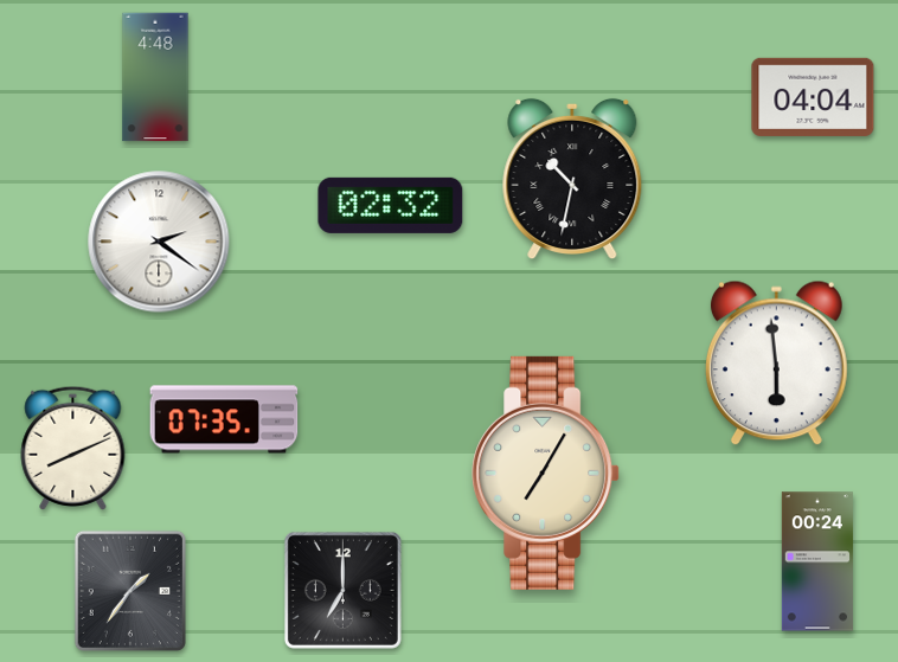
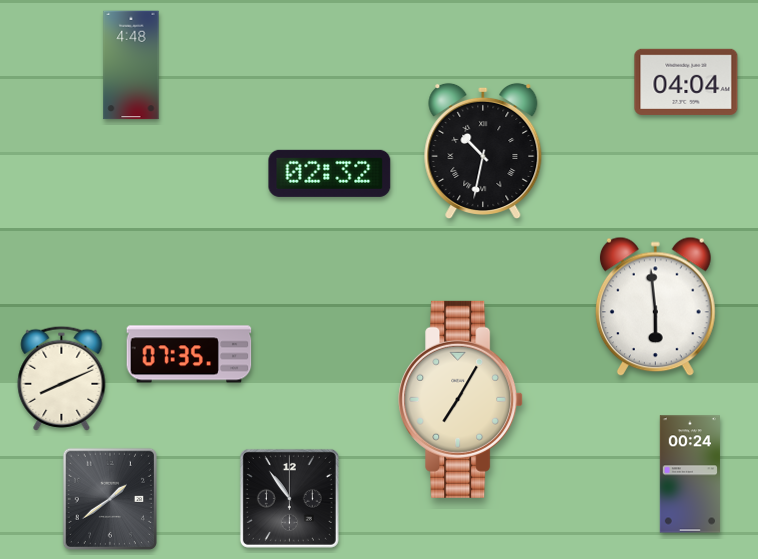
clock at (159, 242): 2:21 -> none
clock at (342, 590): 7:00 -> 10:54
clock at (130, 591): 1:36 -> 1:39
